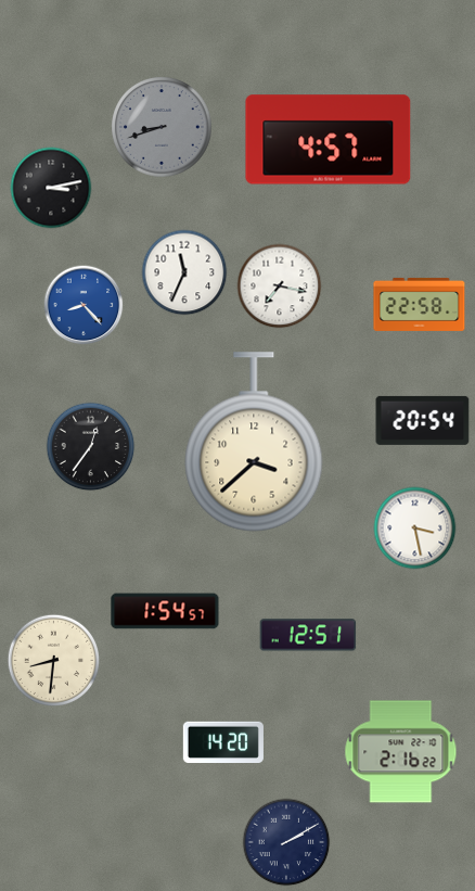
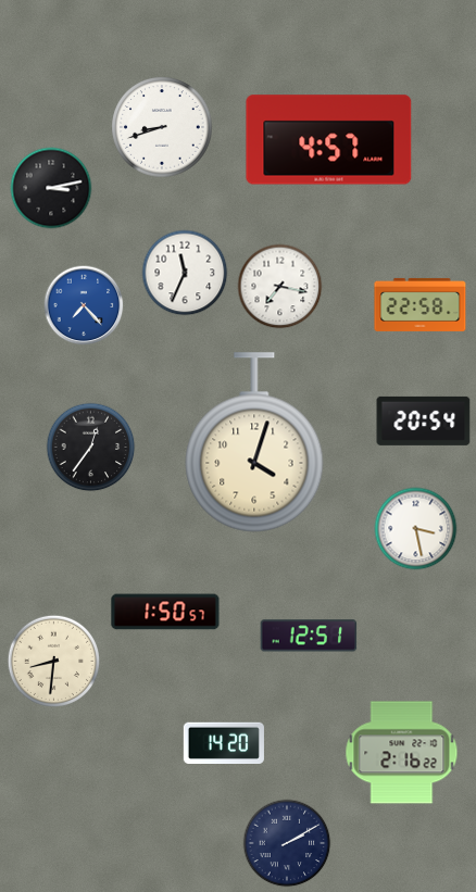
clock at (162, 127) dial: grey -> white
clock at (84, 305): 8:23 -> 7:23
clock at (254, 442): 3:38 -> 4:03
clock at (165, 611): 1:54 -> 1:50
